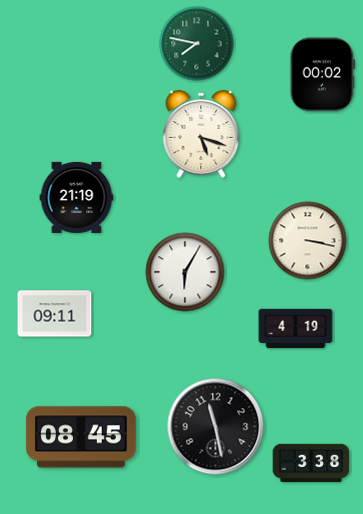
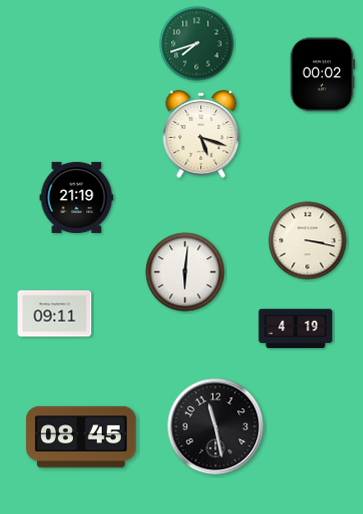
clock at (197, 44): 7:47 -> 7:42
clock at (185, 272): 6:05 -> 6:01
clock at (311, 462): 3:38 -> none
